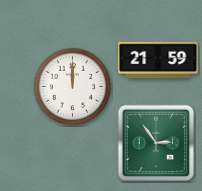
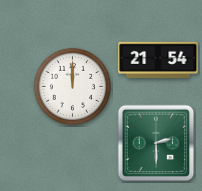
clock at (158, 60): 21:59 -> 21:54
clock at (156, 143): 2:54 -> 2:30
